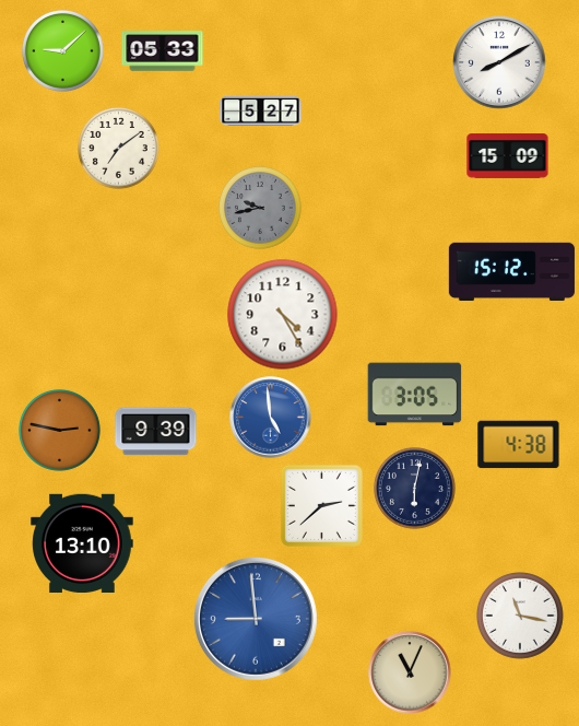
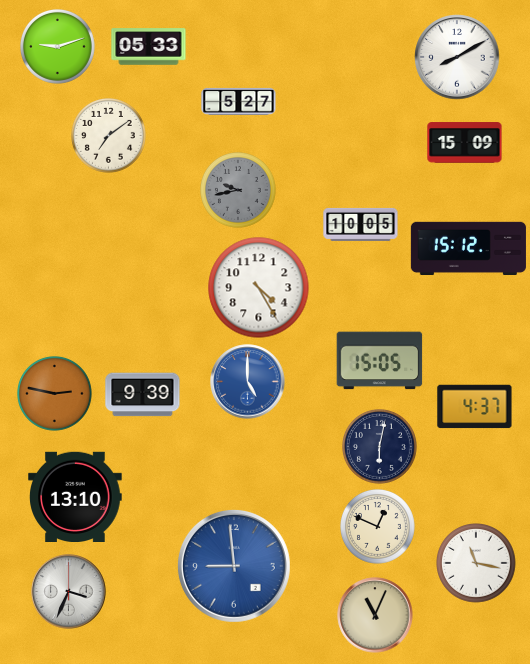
clock at (63, 51): 9:08 -> 9:12
clock at (361, 224): none -> 10:05
clock at (415, 395): 3:05 -> 15:05
clock at (271, 418): 4:59 -> 5:00
clock at (519, 445): 4:38 -> 4:37
clock at (321, 505): 2:38 -> none
clock at (378, 527): none -> 12:49
clock at (69, 592): none -> 3:34
